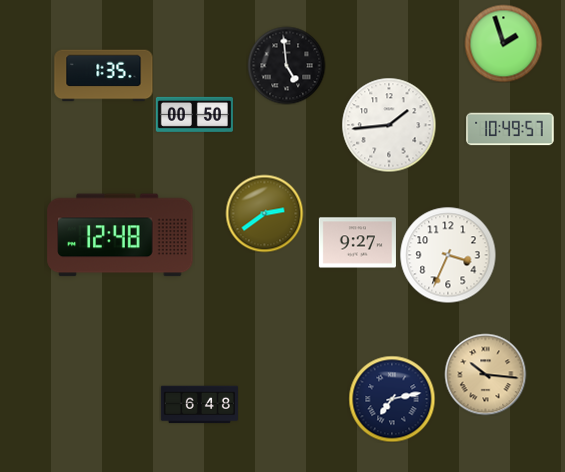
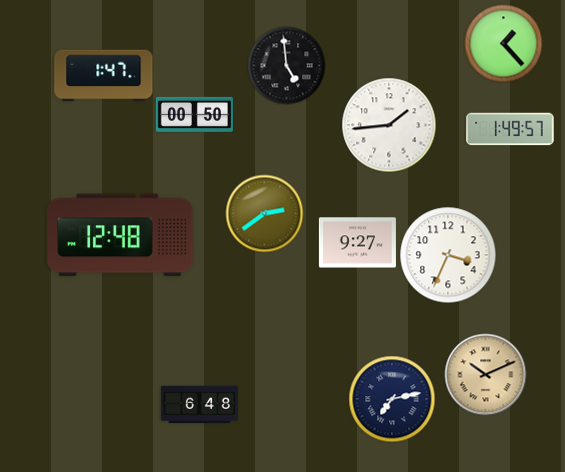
clock at (503, 43): 1:57 -> 1:23
clock at (104, 76): 1:35 -> 1:47
clock at (510, 129): 10:49 -> 1:49
clock at (485, 374): 10:16 -> 10:11
